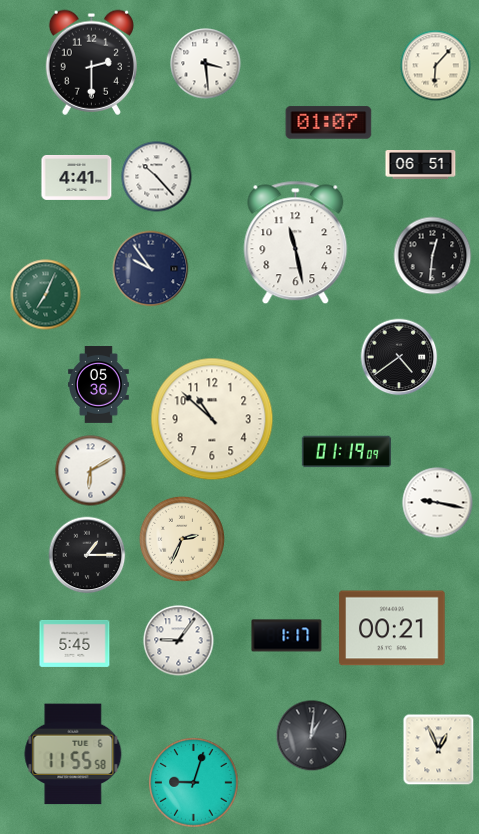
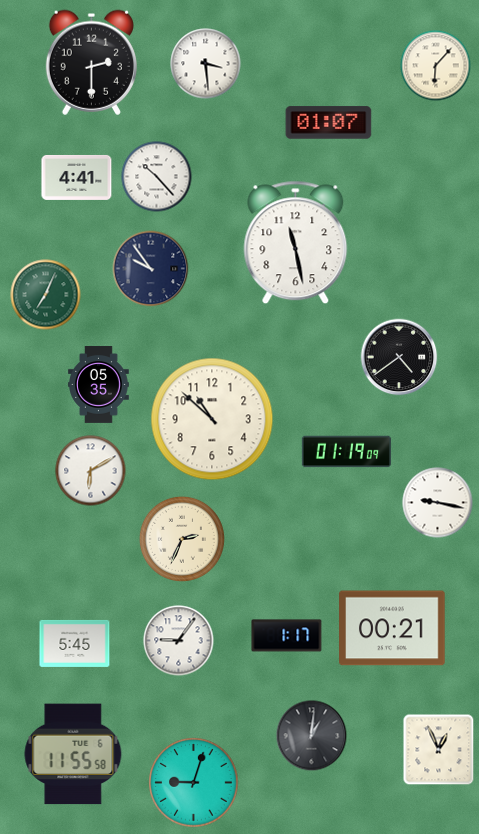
clock at (421, 165): 06:51 -> none
clock at (433, 256): 12:31 -> none
clock at (99, 385): 05:36 -> 05:35
clock at (87, 555): 1:15 -> none
